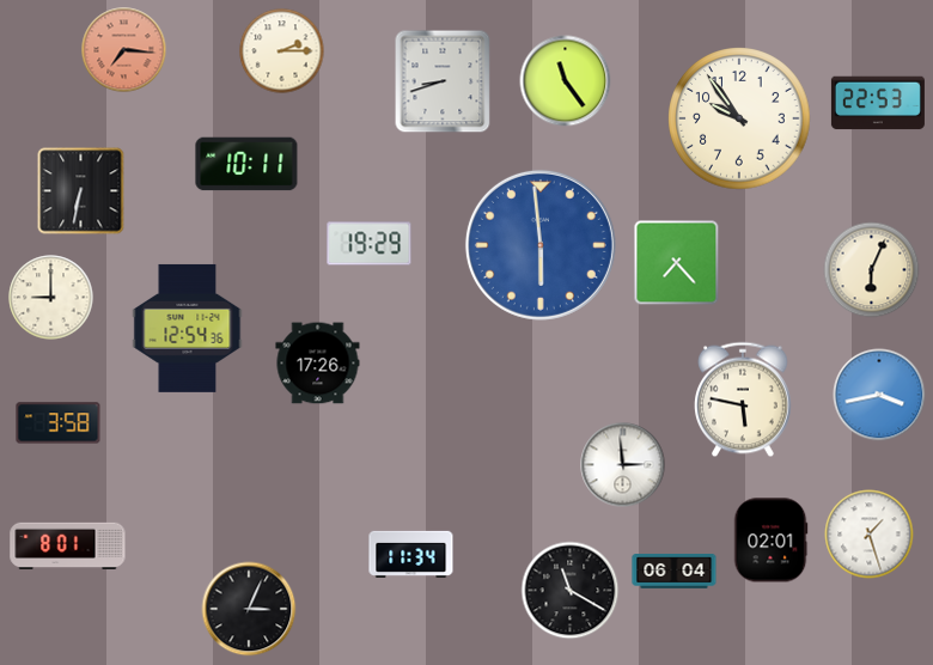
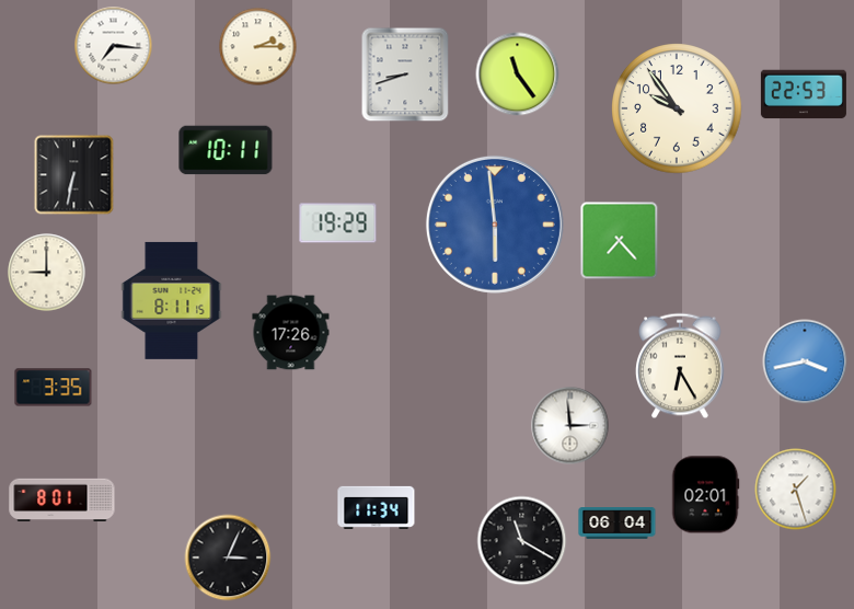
clock at (124, 50) dial: salmon -> white
clock at (872, 270): 6:04 -> none
clock at (188, 328): 12:54 -> 8:11
clock at (744, 399): 5:47 -> 6:25
clock at (59, 423): 3:58 -> 3:35
